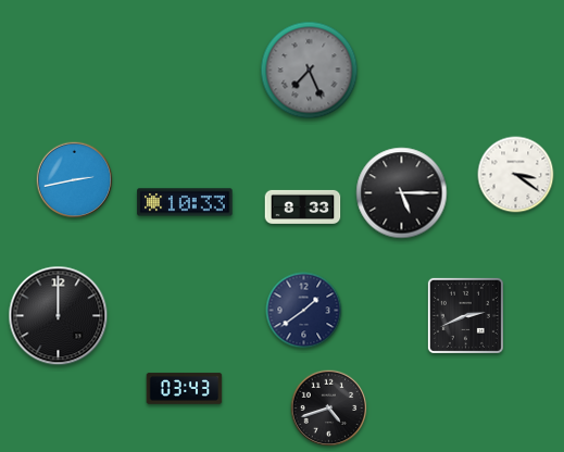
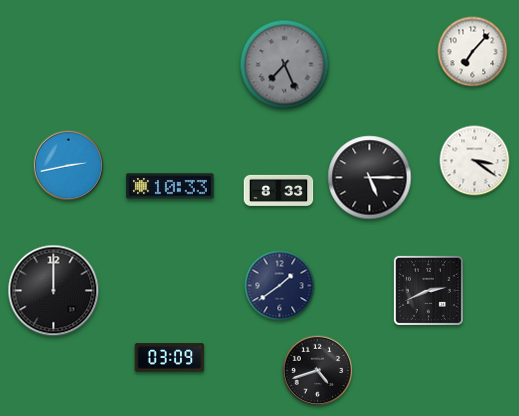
clock at (473, 52): none -> 7:07
clock at (185, 389): 03:43 -> 03:09
clock at (329, 409) position: (329, 409) -> (318, 371)
